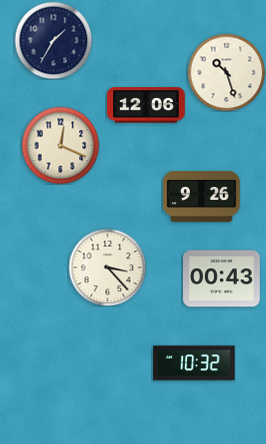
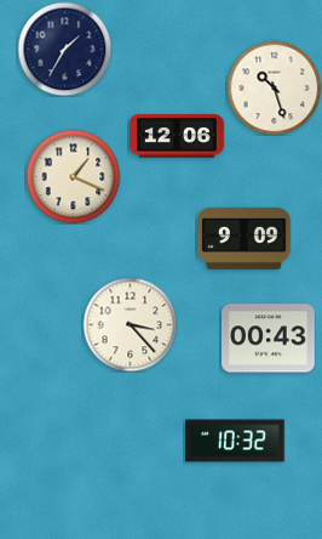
clock at (146, 105) position: (146, 105) -> (177, 136)
clock at (60, 145): 12:19 -> 1:19
clock at (202, 196): 9:26 -> 9:09
